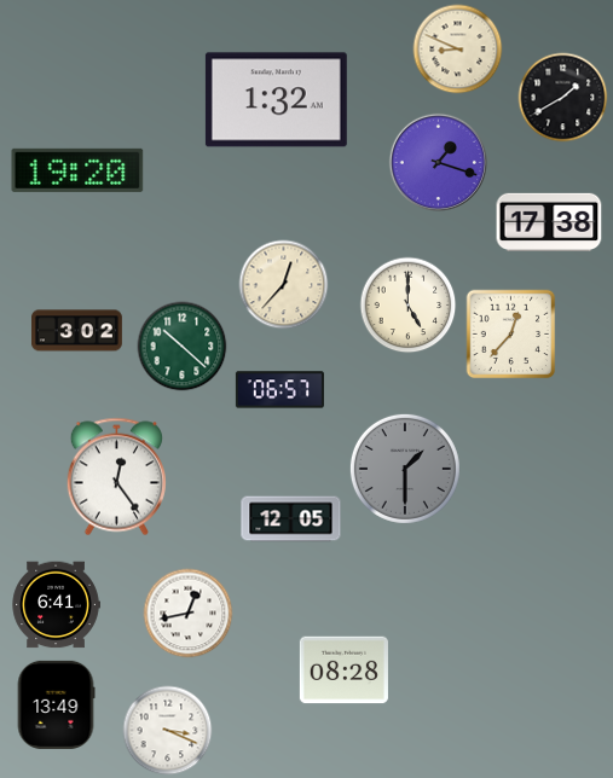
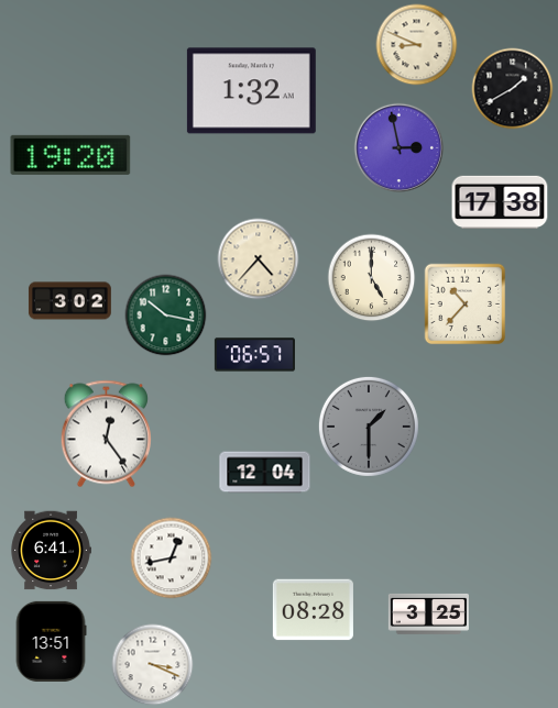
clock at (438, 162): 1:18 -> 2:58
clock at (284, 285): 12:37 -> 4:37
clock at (511, 335): 12:37 -> 10:37
clock at (183, 347): 10:22 -> 10:17
clock at (291, 519): 12:05 -> 12:04
clock at (428, 613): none -> 3:25
clock at (56, 704): 13:49 -> 13:51
